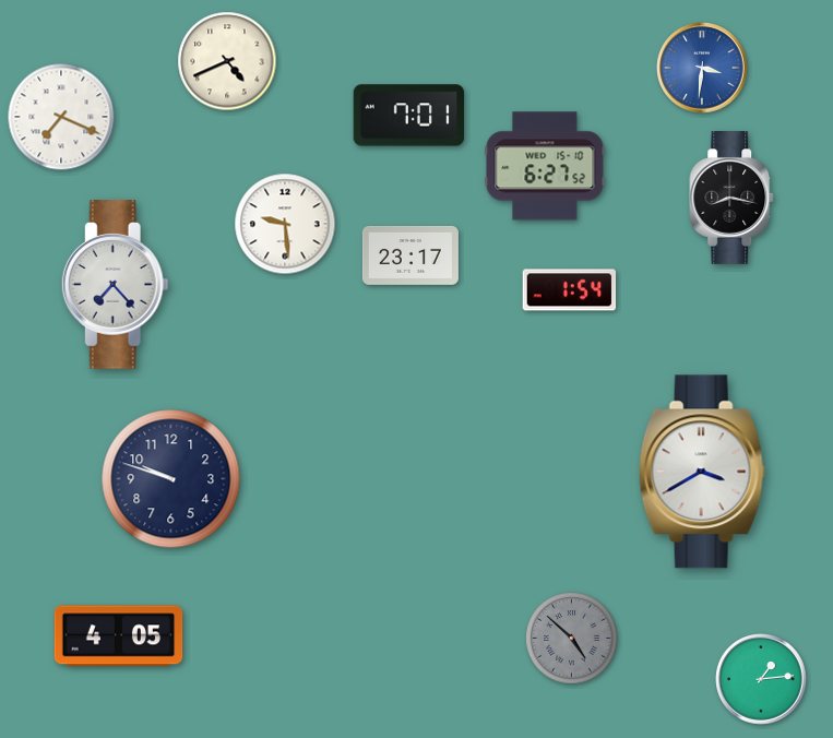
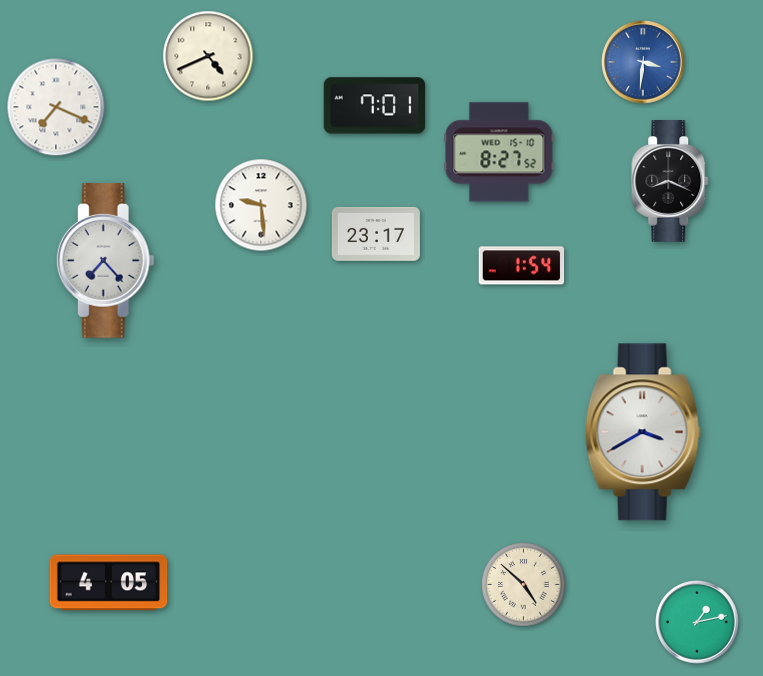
clock at (545, 166): 6:27 -> 8:27
clock at (733, 199): 8:17 -> 8:19
clock at (171, 479): 9:48 -> none
clock at (572, 639) dial: grey -> cream
clock at (761, 679): 1:14 -> 1:13
